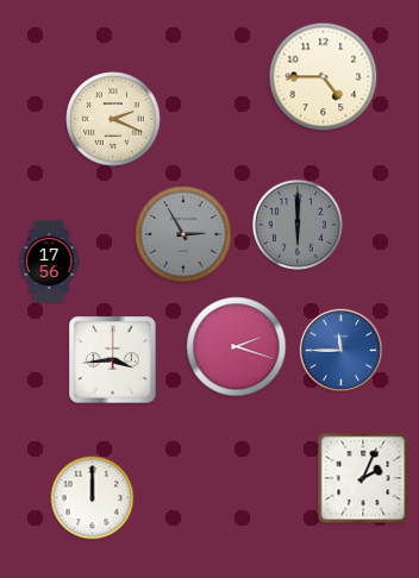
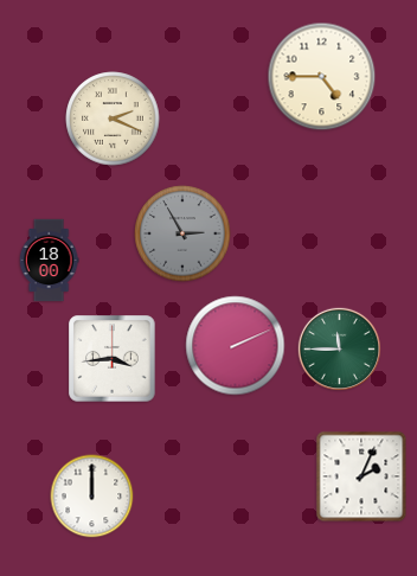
clock at (298, 225): 6:00 -> none
clock at (49, 262): 17:56 -> 18:00
clock at (237, 347): 2:18 -> 2:11
clock at (340, 350) dial: blue -> green
